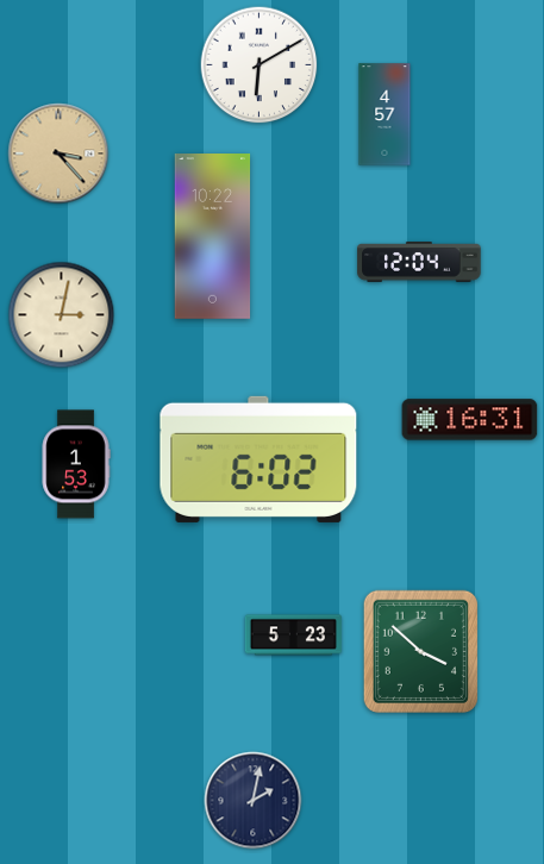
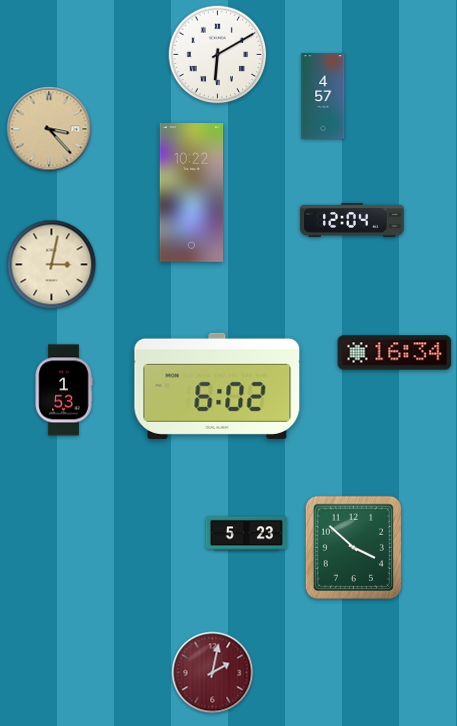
clock at (213, 237) position: (213, 237) -> (192, 193)
clock at (470, 420): 16:31 -> 16:34
clock at (254, 801) dial: navy -> burgundy
